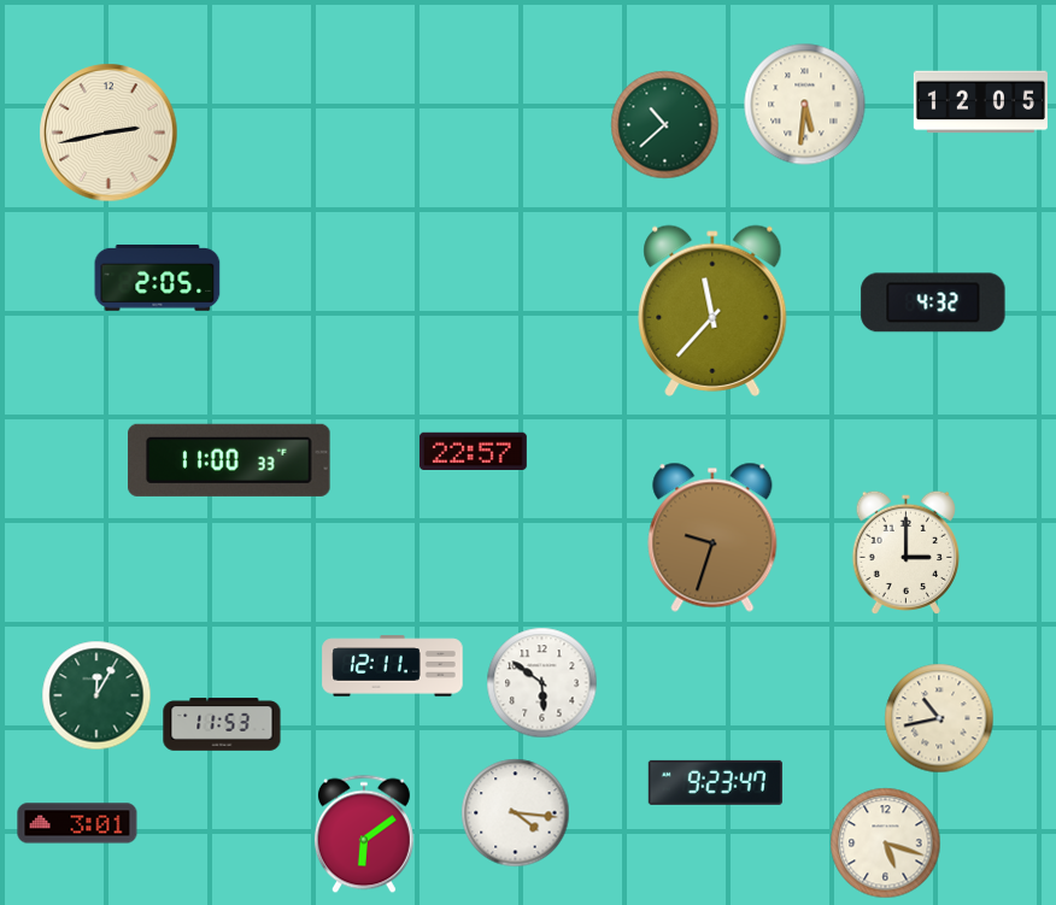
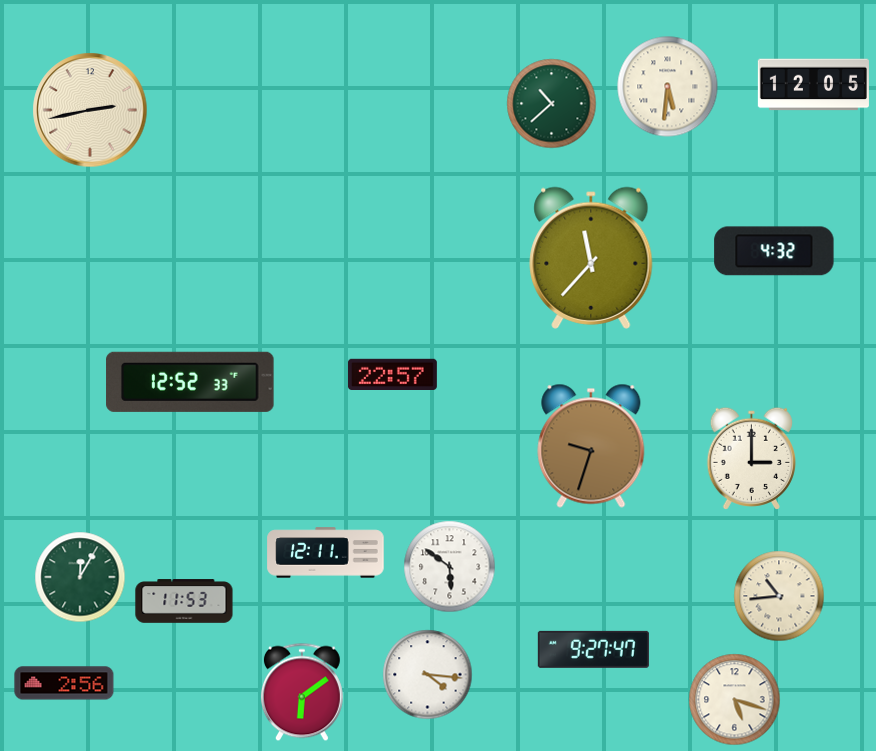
clock at (158, 277): 2:05 -> none
clock at (229, 460): 11:00 -> 12:52
clock at (939, 718): 10:43 -> 10:44
clock at (715, 782): 9:23 -> 9:27
clock at (77, 823): 3:01 -> 2:56
